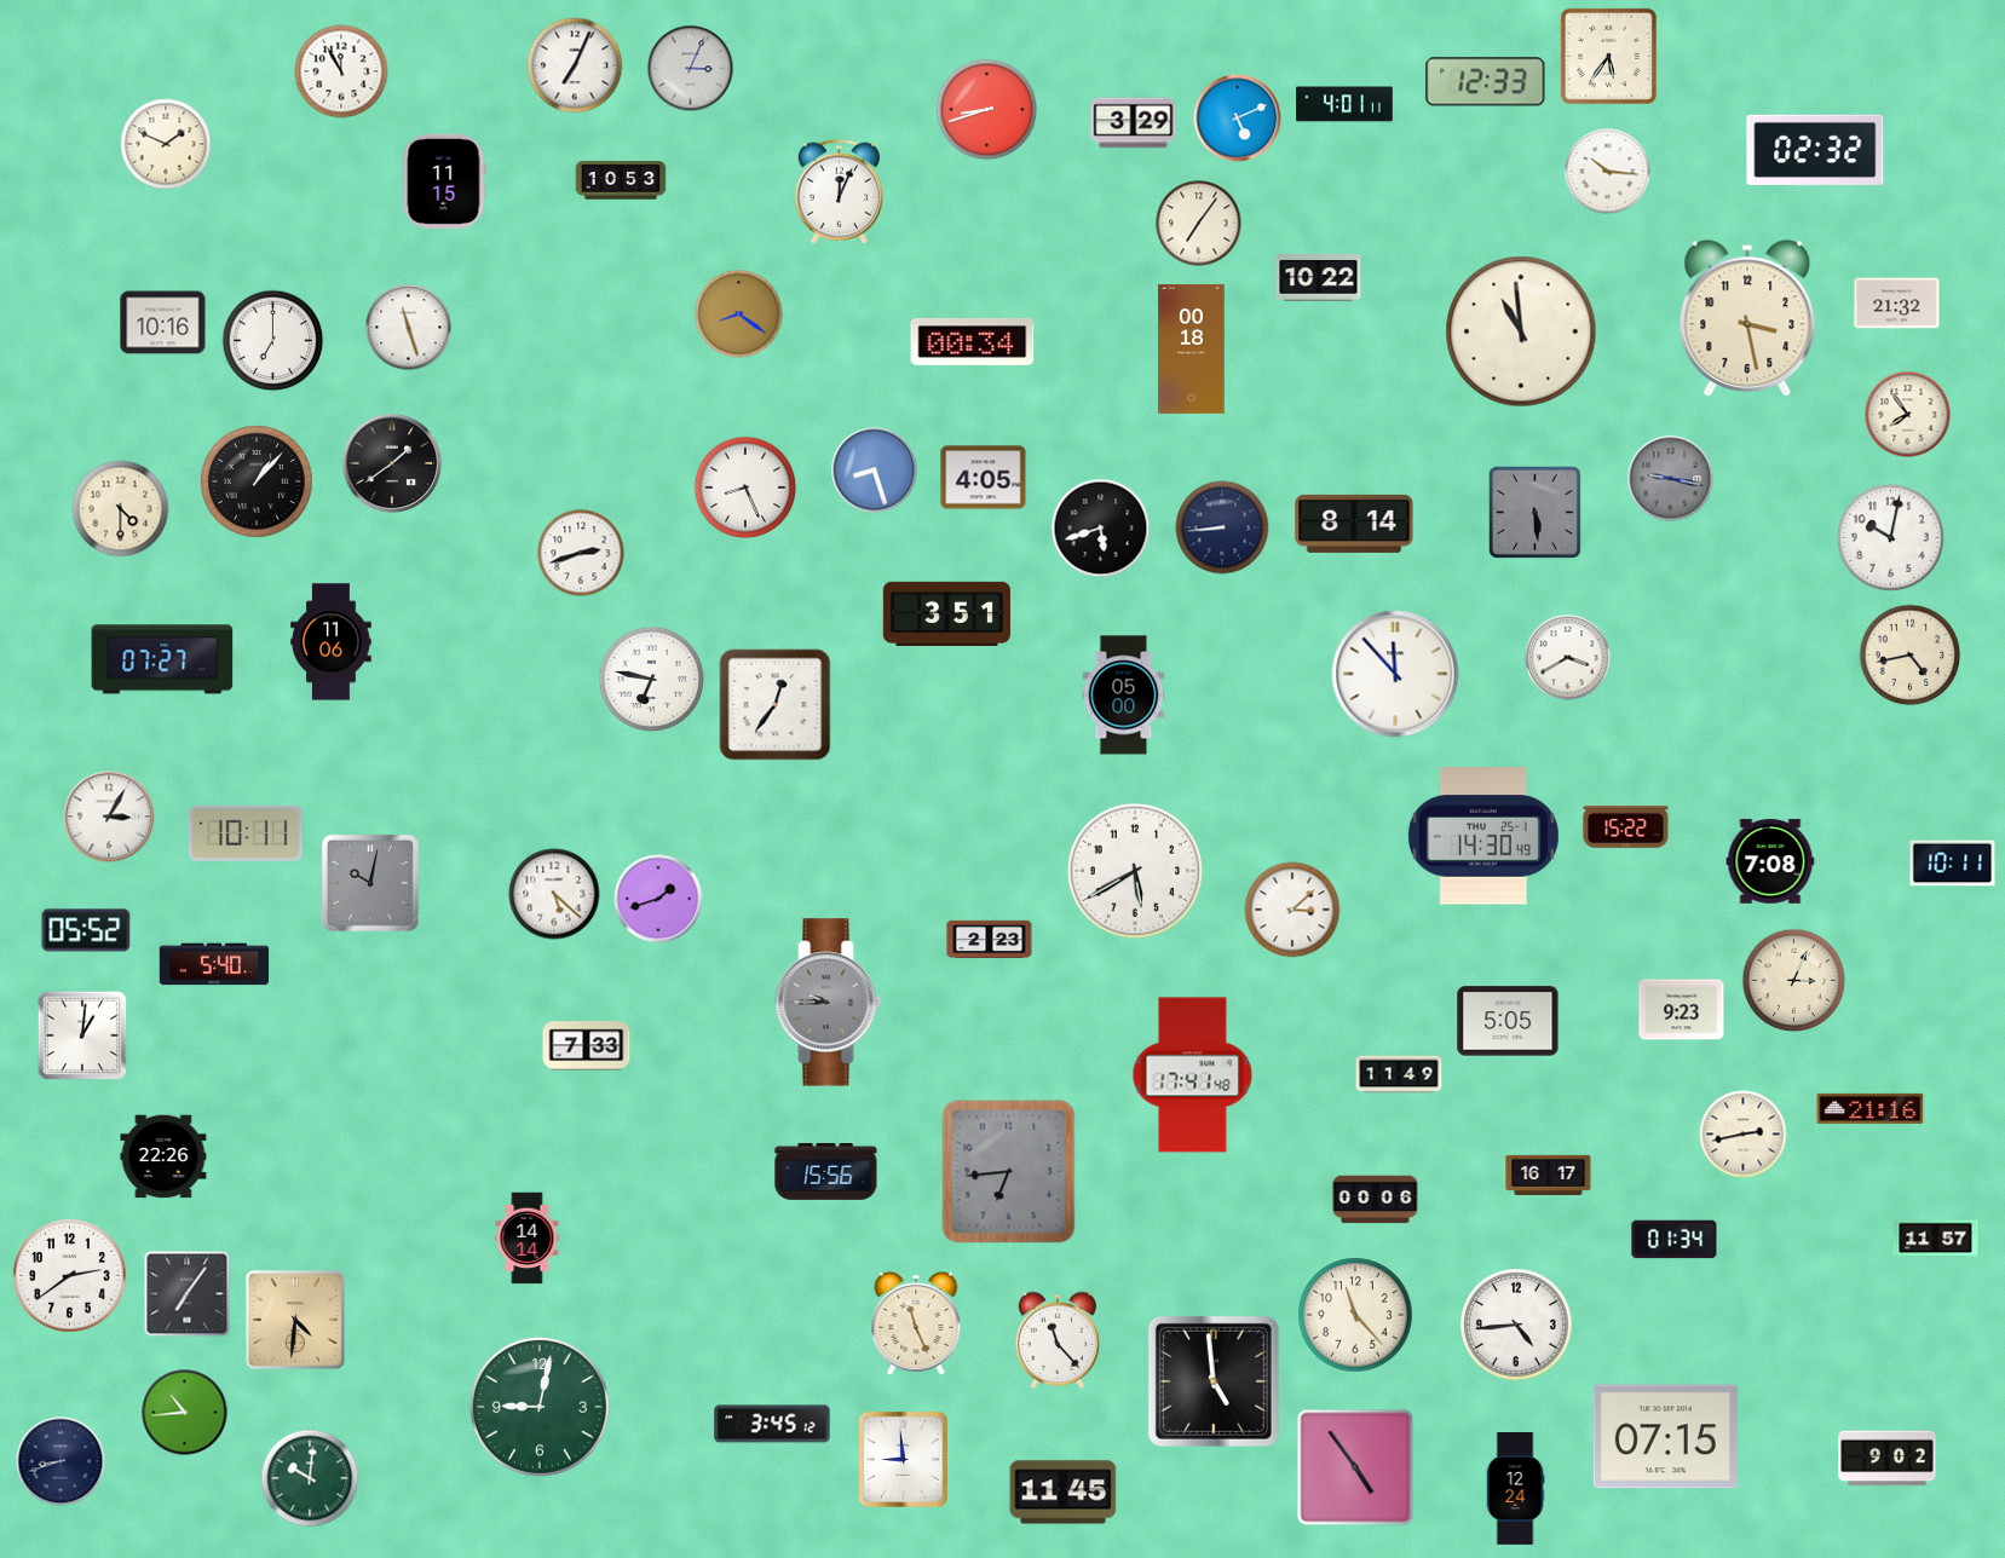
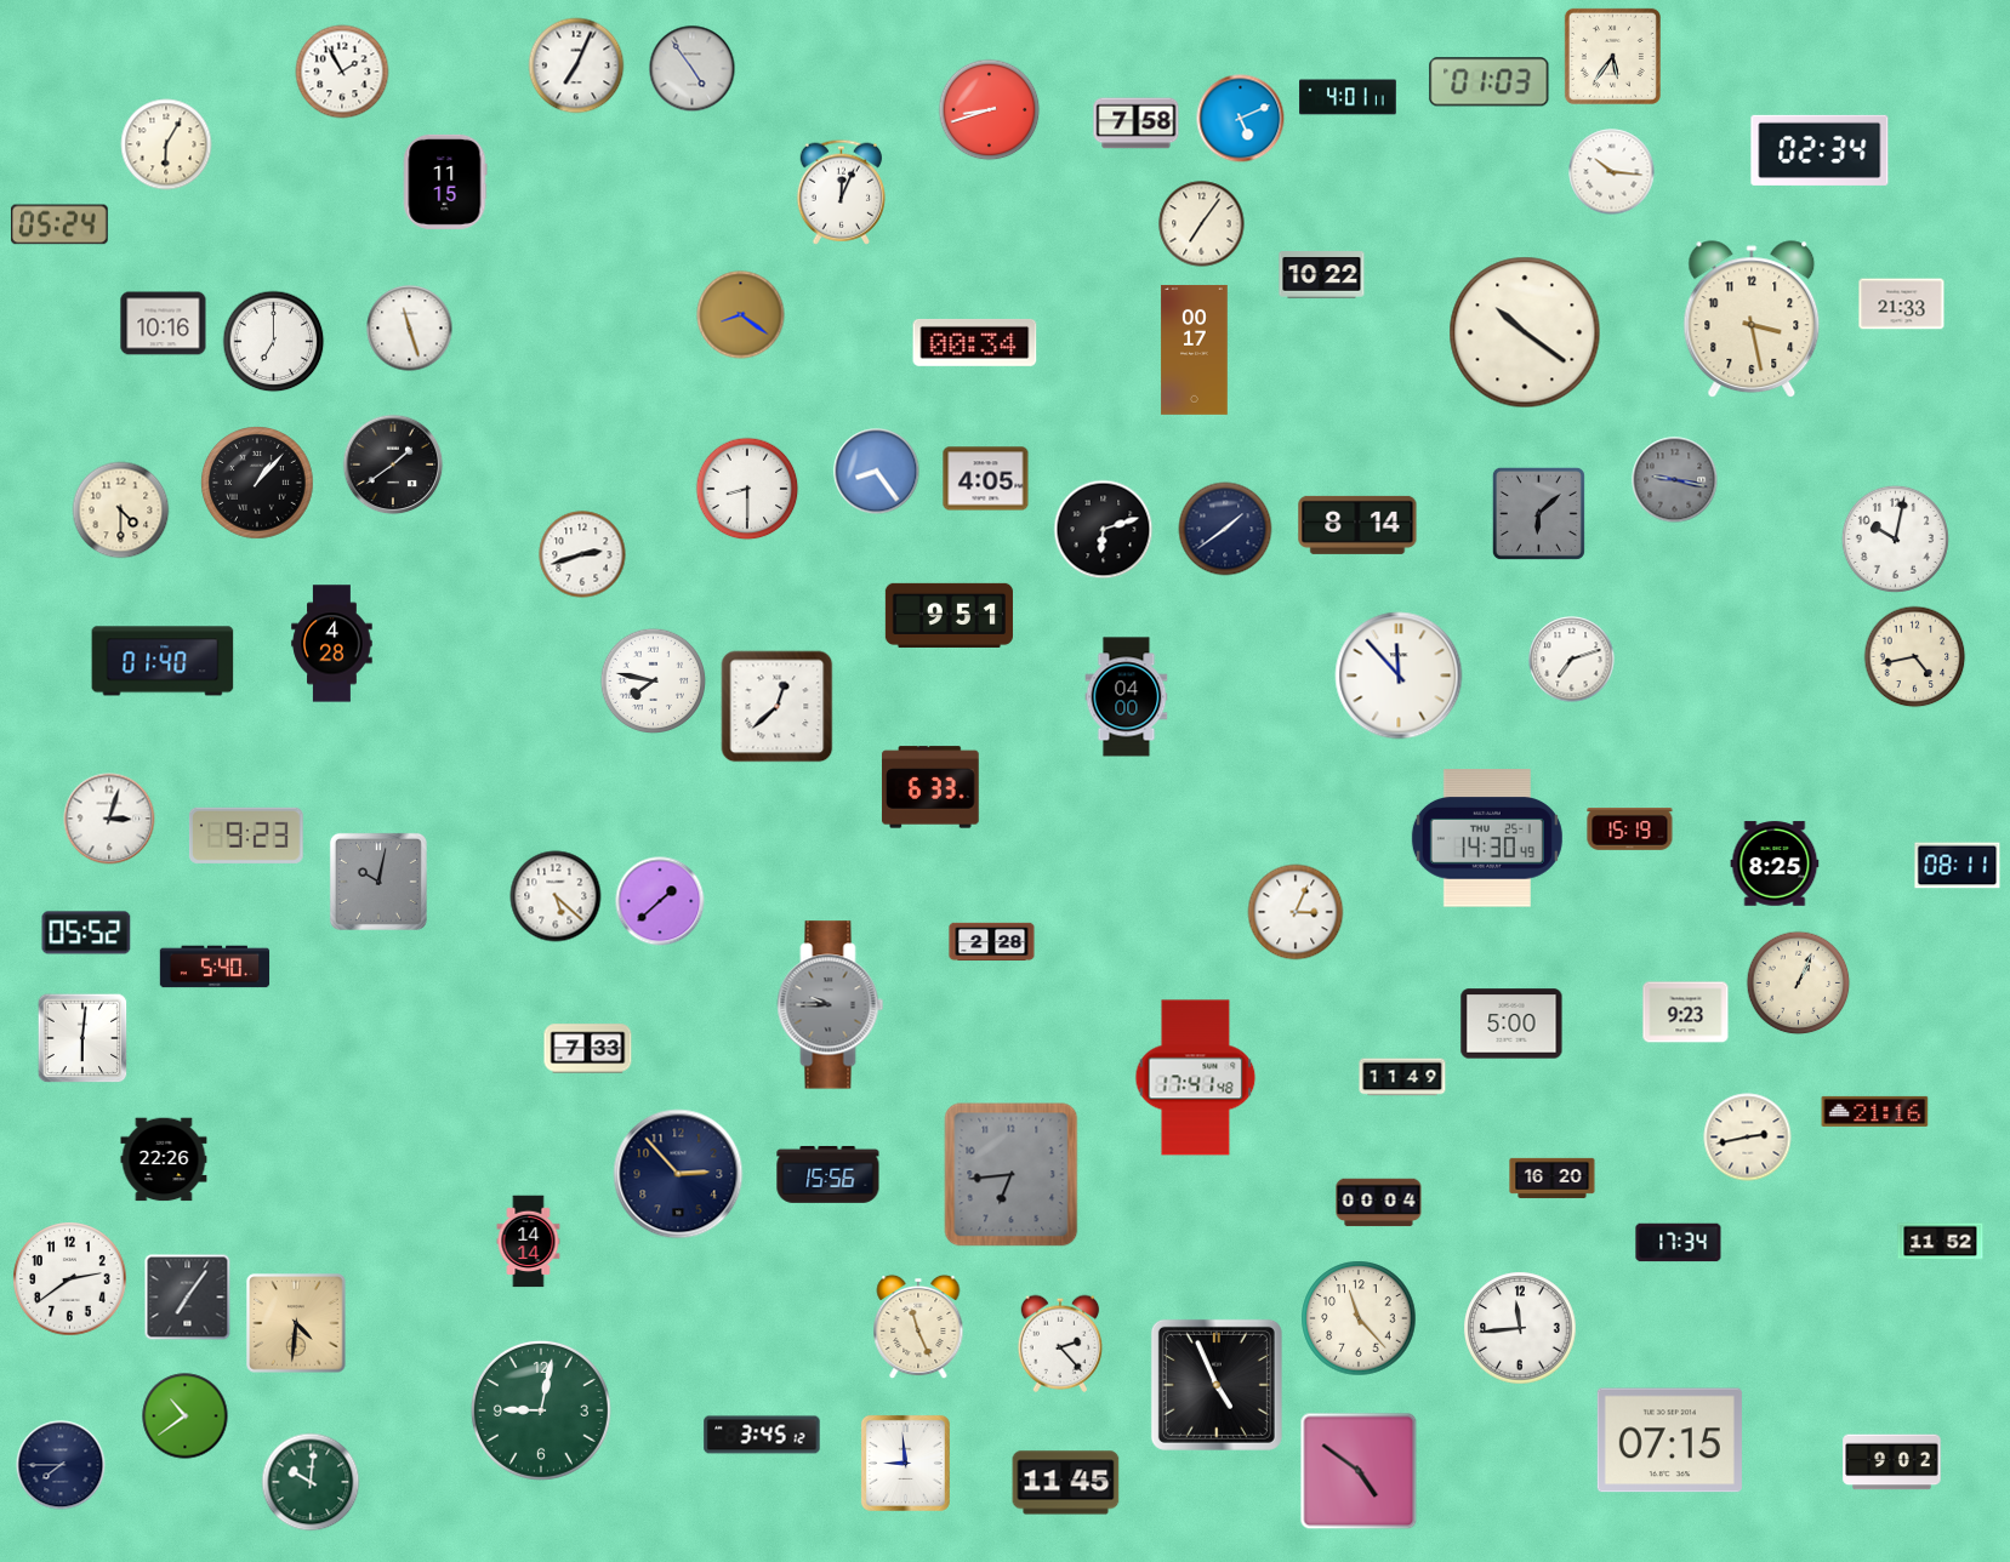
clock at (691, 69): 3:04 -> 4:54
clock at (341, 71): 11:55 -> 1:55
clock at (1486, 82): 12:33 -> 01:03
clock at (1344, 104) position: (1344, 104) -> (1348, 97)
clock at (1134, 123): 3:29 -> 7:58
clock at (166, 144): 1:49 -> 6:05
clock at (1815, 150): 02:32 -> 02:34
clock at (621, 180): 10:53 -> none
clock at (59, 224): none -> 05:24
clock at (1319, 278) position: (1319, 278) -> (1322, 275)
clock at (1897, 304): 21:32 -> 21:33
clock at (1521, 331): 10:59 -> 10:21
clock at (1192, 348): 00:18 -> 00:17
clock at (1908, 415): 7:54 -> none
clock at (875, 471): 8:27 -> 8:24
clock at (745, 487): 8:26 -> 8:30
clock at (1534, 512): 5:29 -> 6:08
clock at (1222, 527): 8:44 -> 1:39
clock at (1101, 529): 5:42 -> 6:12
clock at (946, 613): 3:51 -> 9:51
clock at (332, 642): 11:06 -> 4:28
clock at (1568, 658): 3:40 -> 7:12
clock at (162, 659): 07:27 -> 01:40
clock at (651, 679): 6:47 -> 7:47
clock at (1124, 696): 05:00 -> 04:00
clock at (776, 705): 12:36 -> 12:38
clock at (930, 787): none -> 6:33
clock at (109, 816): 3:05 -> 3:03
clock at (1626, 827): 15:22 -> 15:19
clock at (246, 833): 10:11 -> 9:23
clock at (1770, 861): 7:08 -> 8:25
clock at (1953, 864): 10:11 -> 08:11
clock at (1135, 871): 5:40 -> none
clock at (370, 883) position: (370, 883) -> (378, 882)
clock at (658, 899): 1:42 -> 1:38
clock at (1292, 910): 3:08 -> 3:04
clock at (990, 940): 2:23 -> 2:28
clock at (1794, 981): 3:04 -> 1:04
clock at (1508, 1021): 5:05 -> 5:00
clock at (82, 1035): 1:01 -> 6:01
clock at (678, 1174): none -> 2:53
clock at (1549, 1175): 16:17 -> 16:20
clock at (1376, 1200): 00:06 -> 00:04
clock at (1936, 1239): 11:57 -> 11:52
clock at (1675, 1240): 01:34 -> 17:34
clock at (1516, 1325): 4:44 -> 11:44
clock at (1058, 1340): 11:23 -> 2:23
clock at (1214, 1381): 4:59 -> 4:56
clock at (185, 1413): 10:44 -> 10:39
clock at (772, 1424) position: (772, 1424) -> (762, 1435)
clock at (61, 1461): 8:42 -> 7:45
clock at (1355, 1467): 4:54 -> 4:51
clock at (1515, 1489): 12:24 -> none
clock at (1064, 1493) position: (1064, 1493) -> (1066, 1483)
